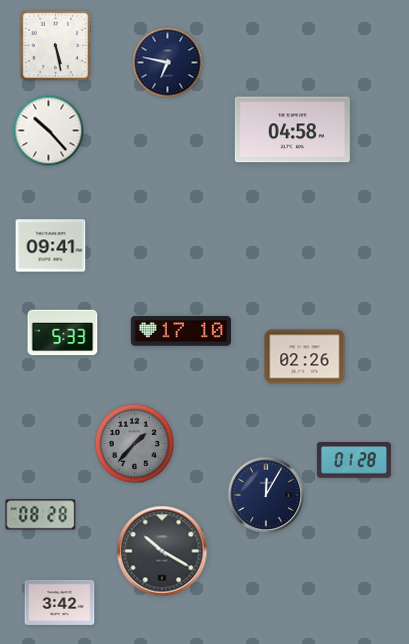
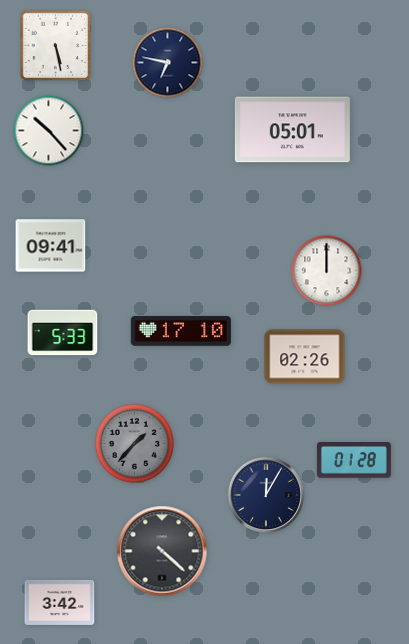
clock at (292, 130): 04:58 -> 05:01
clock at (327, 271): none -> 12:00
clock at (41, 515): 08:28 -> none
clock at (162, 551): 10:20 -> 4:22
